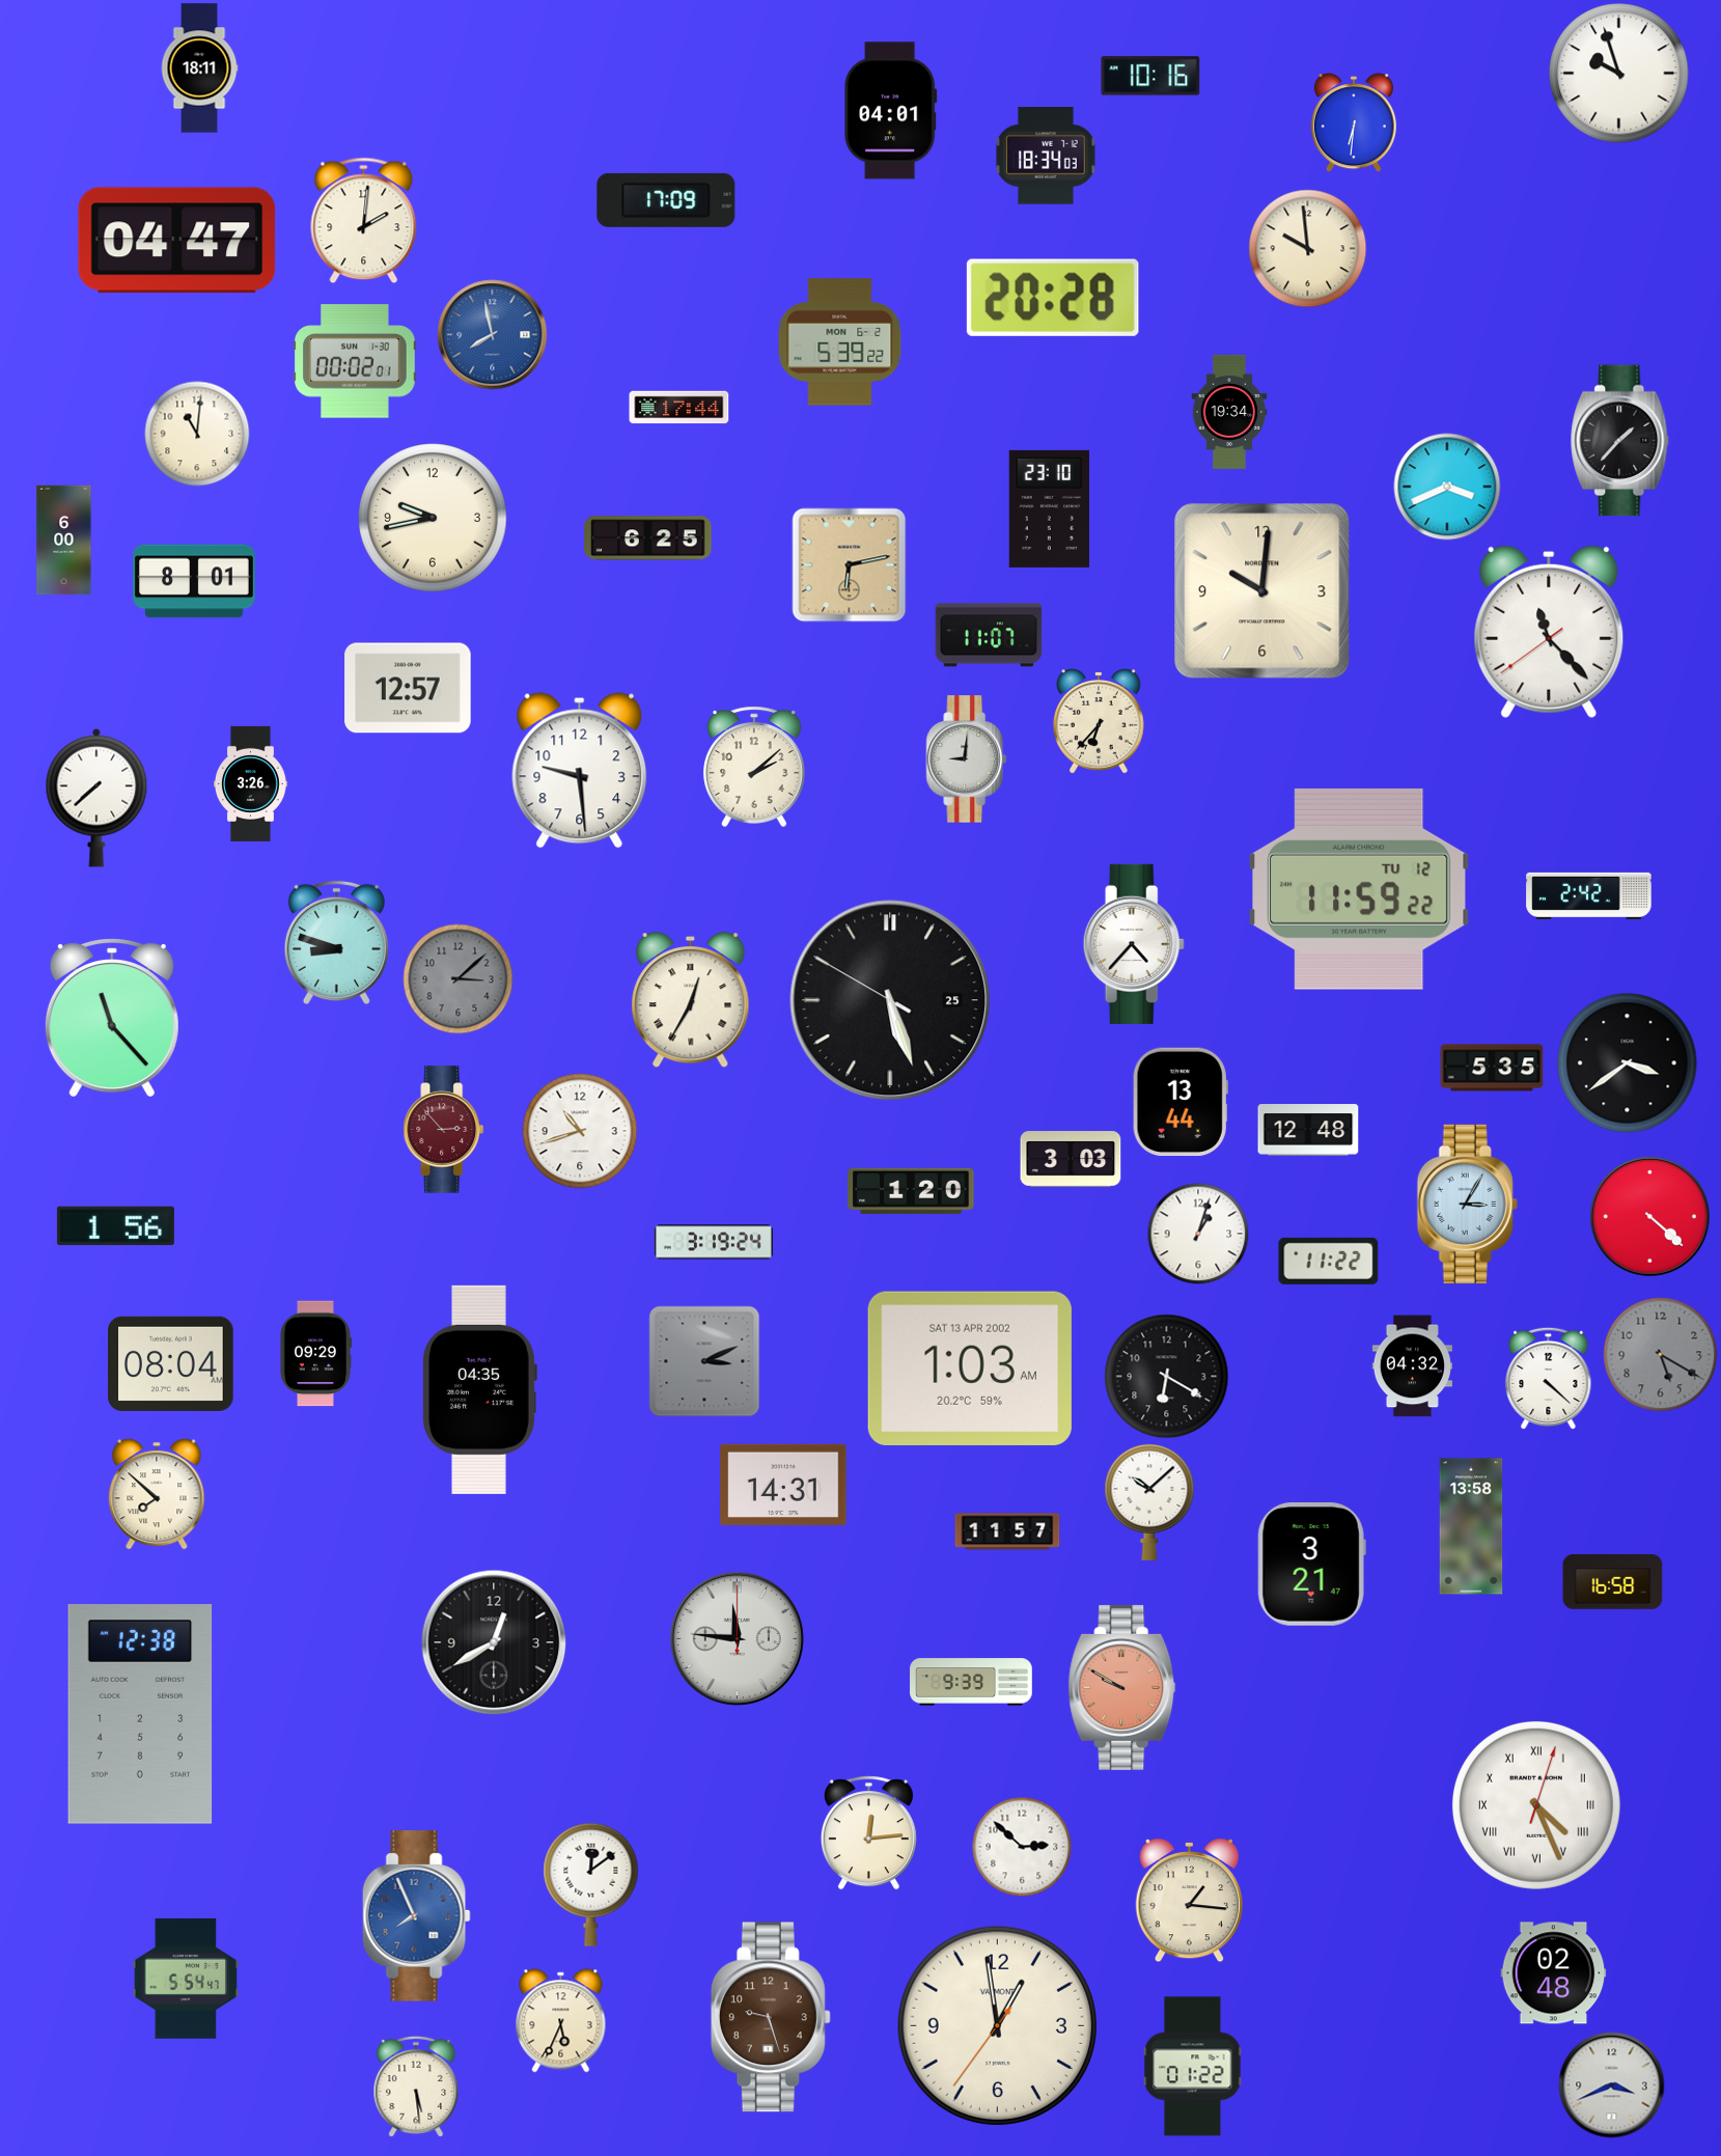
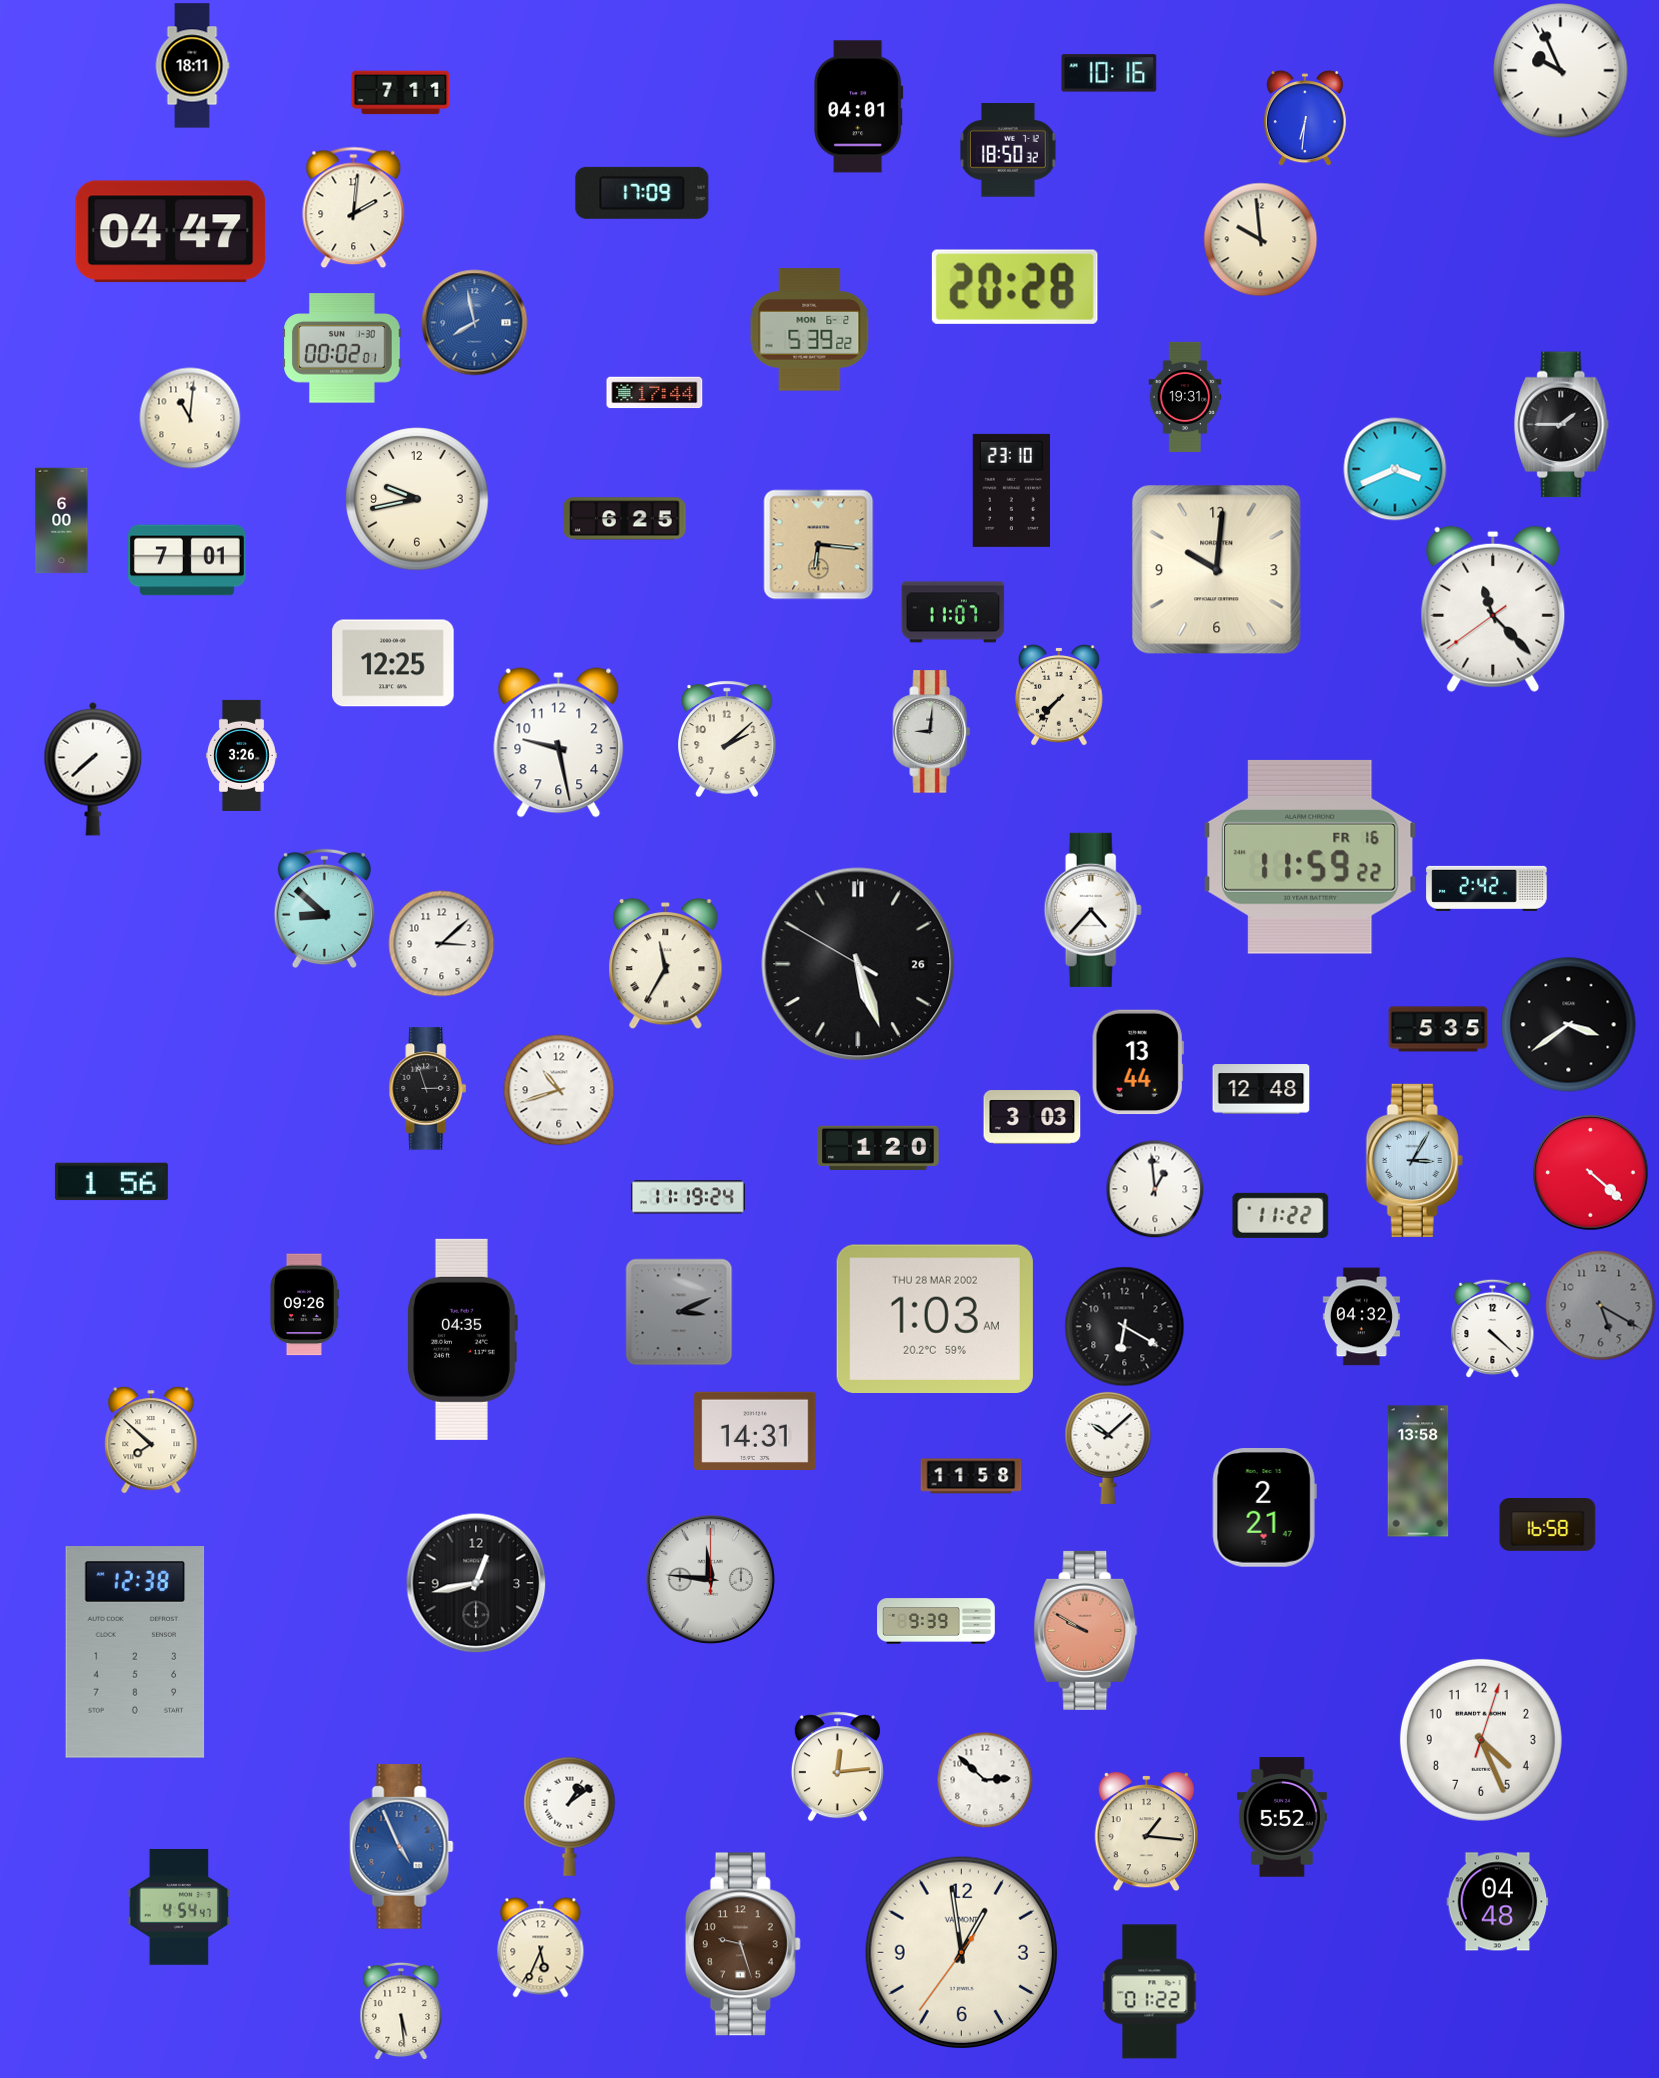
clock at (1619, 74): 9:57 -> 9:56
clock at (401, 93): none -> 7:11
clock at (1047, 156): 18:34 -> 18:50
clock at (364, 221) position: (364, 221) -> (354, 208)
clock at (1229, 412): 19:34 -> 19:31
clock at (1620, 441): 1:37 -> 1:45
clock at (850, 565): 6:13 -> 6:16
clock at (194, 581): 8:01 -> 7:01
clock at (408, 688): 12:57 -> 12:25
clock at (1100, 721): 6:37 -> 7:37
clock at (580, 771): 9:29 -> 9:28
clock at (1360, 889) date: TU 12 -> FR 16
clock at (1589, 895) position: (1589, 895) -> (1487, 888)
clock at (336, 942): 8:48 -> 8:52
clock at (459, 979) dial: grey -> white
clock at (890, 1000) date: 25 -> 26
clock at (691, 1001): 12:35 -> 11:35
clock at (112, 1018): 11:23 -> none
clock at (444, 1130): 2:53 -> 2:57
clock at (444, 1130) dial: burgundy -> black
clock at (1198, 1234): 1:03 -> 12:59
clock at (714, 1242): 3:19 -> 11:19
clock at (315, 1354): 09:29 -> 09:26
clock at (171, 1363): 08:04 -> none
clock at (970, 1367) date: SAT 13 APR 2002 -> THU 28 MAR 2002
clock at (1007, 1531): 11:57 -> 11:58
clock at (1311, 1565): 3:21 -> 2:21
clock at (1613, 1582) position: (1613, 1582) -> (1548, 1525)
clock at (494, 1642): 12:40 -> 12:43
clock at (1122, 1687) position: (1122, 1687) -> (1086, 1630)
clock at (1536, 1805) numerals: Roman -> Arabic
clock at (591, 1884): 12:09 -> 1:09
clock at (1282, 1817): none -> 5:52
clock at (416, 1916): 7:56 -> 4:56
clock at (1554, 1973): 02:48 -> 04:48
clock at (186, 1979): 5:54 -> 4:54
clock at (1612, 2085): 3:41 -> none
